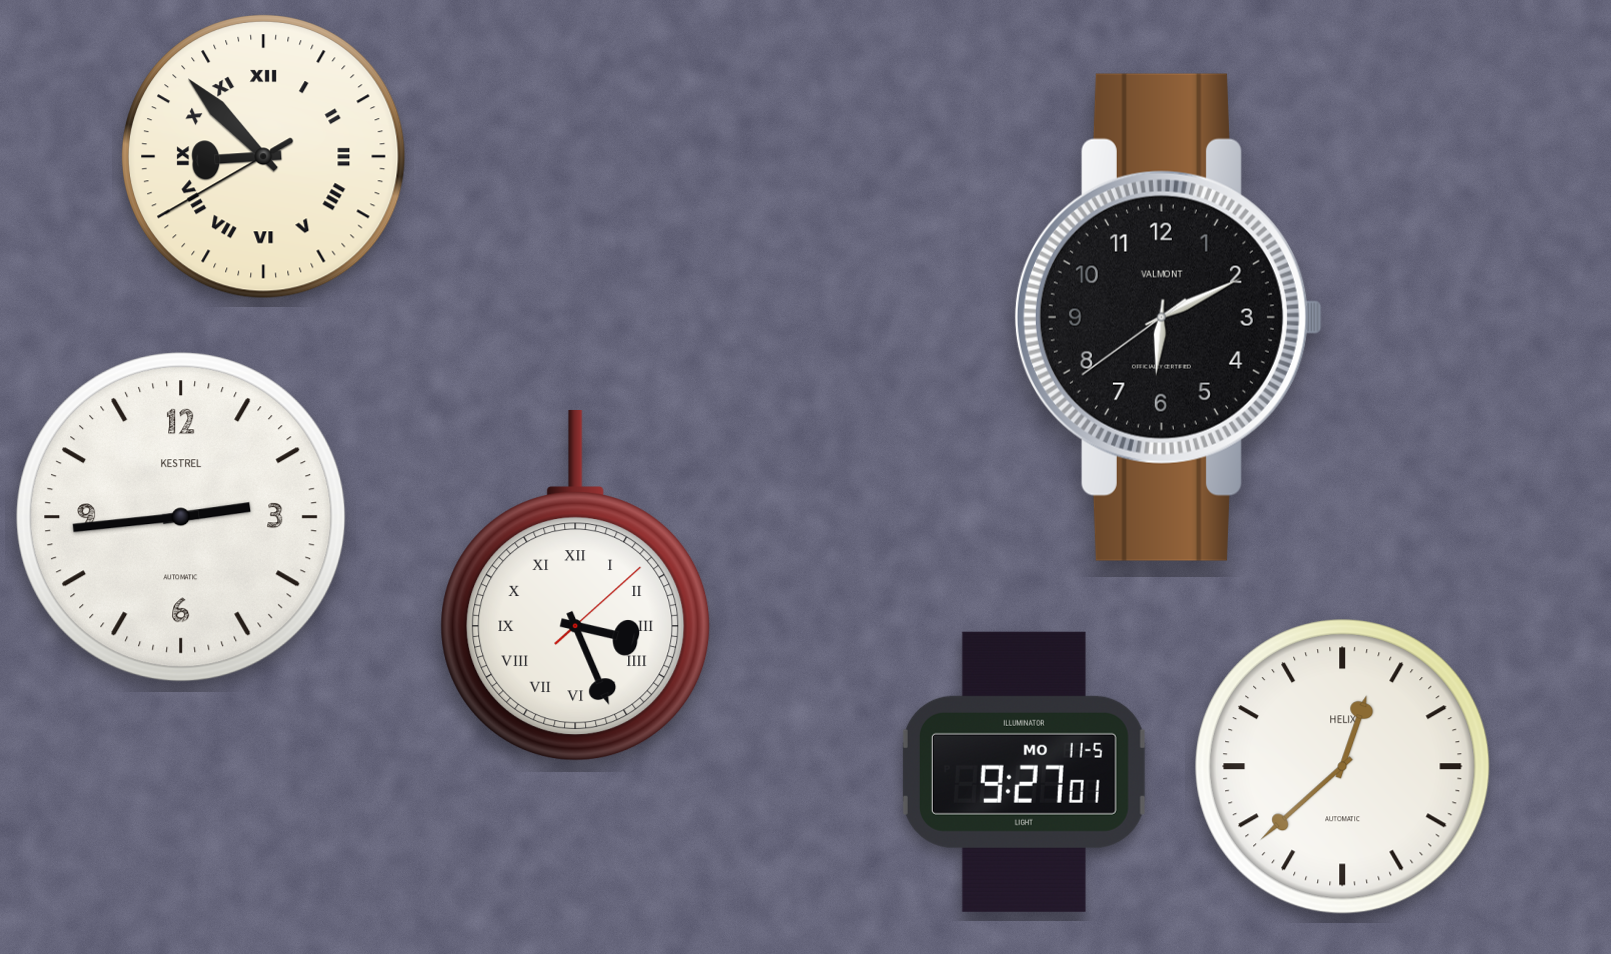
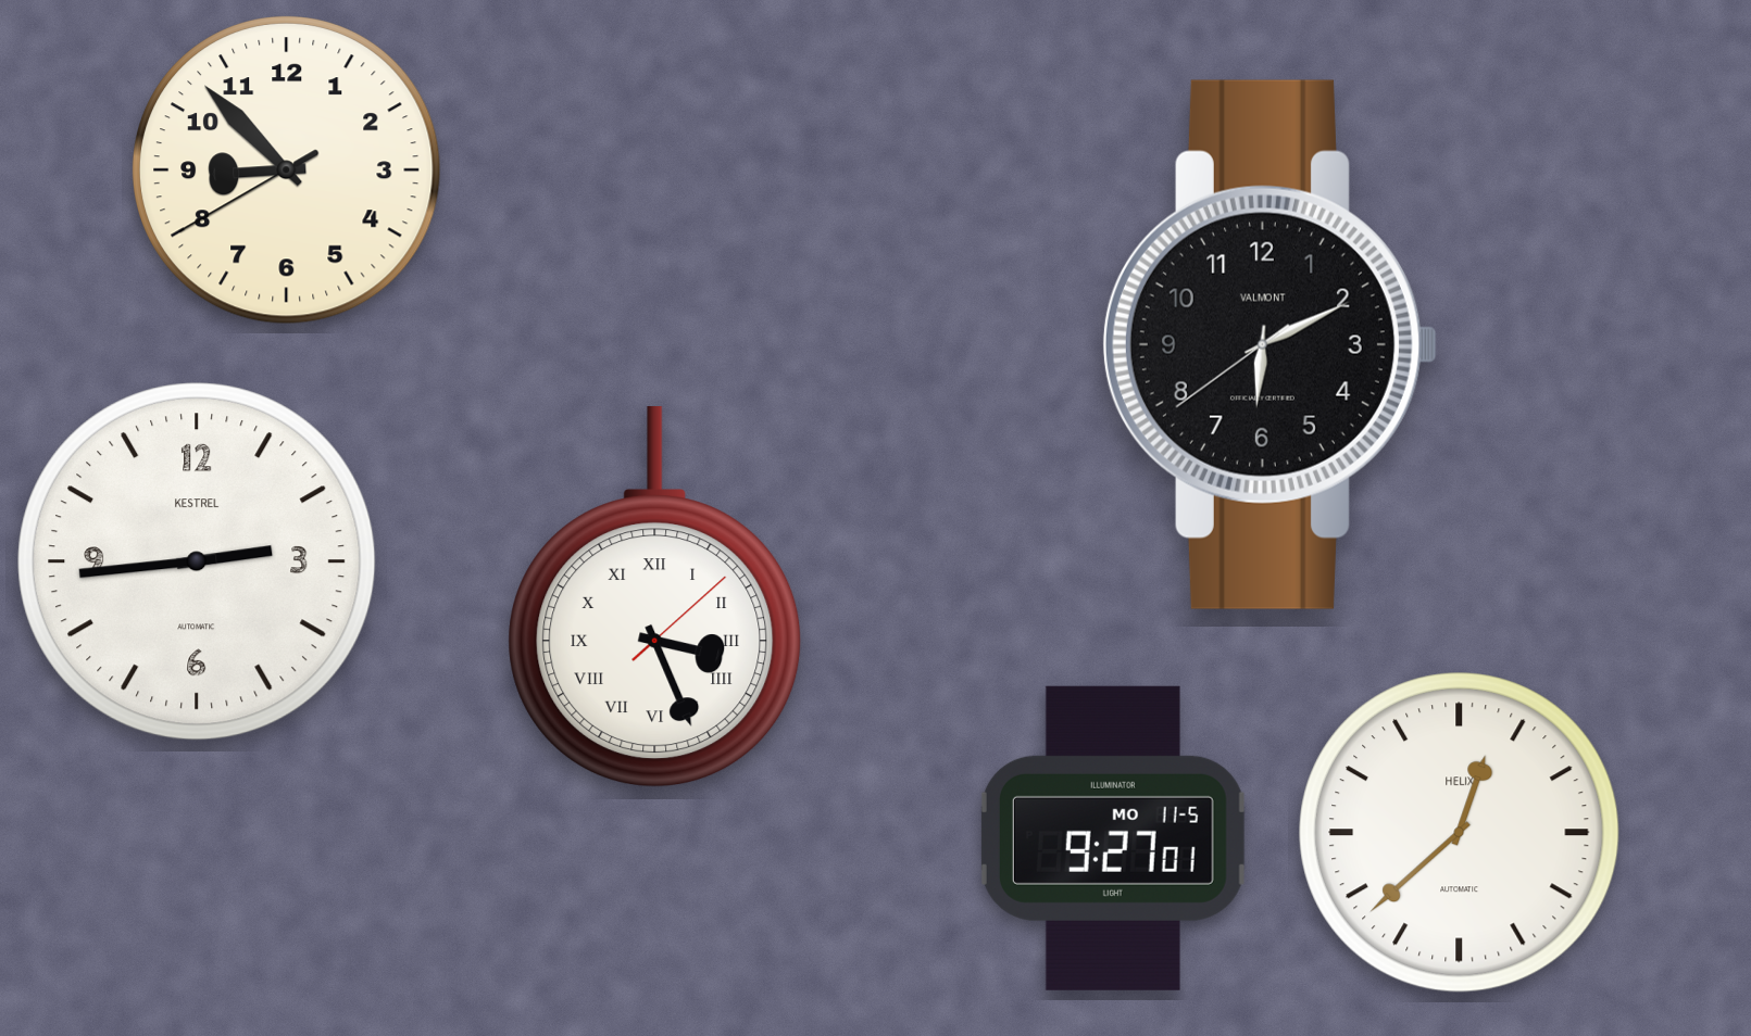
clock at (264, 157) numerals: Roman -> Arabic
clock at (576, 587) position: (576, 587) -> (655, 598)
